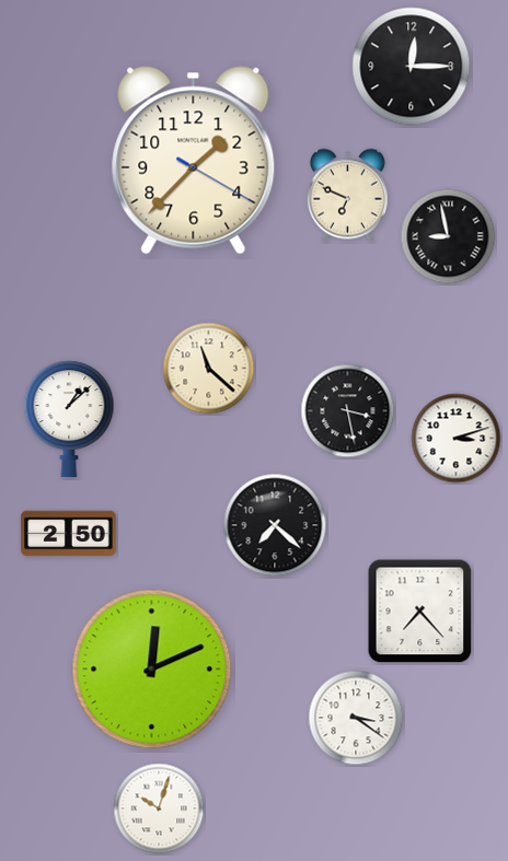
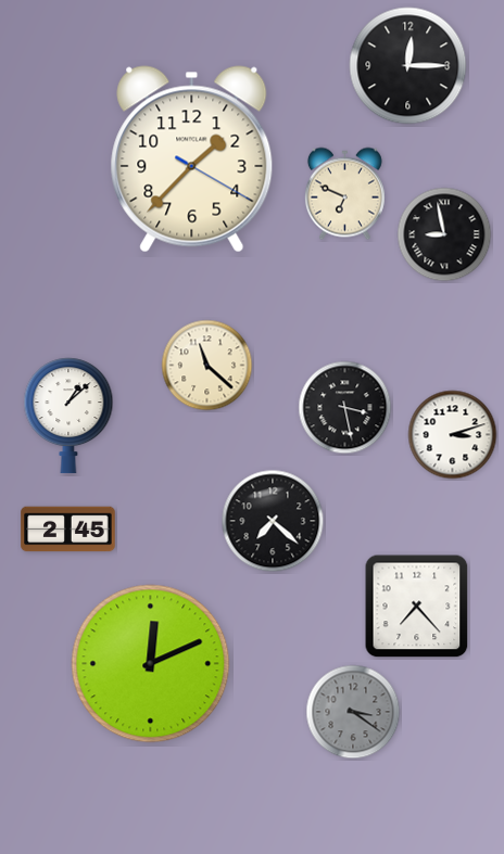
clock at (69, 534): 2:50 -> 2:45
clock at (356, 718) dial: white -> grey
clock at (159, 808): 10:03 -> none
